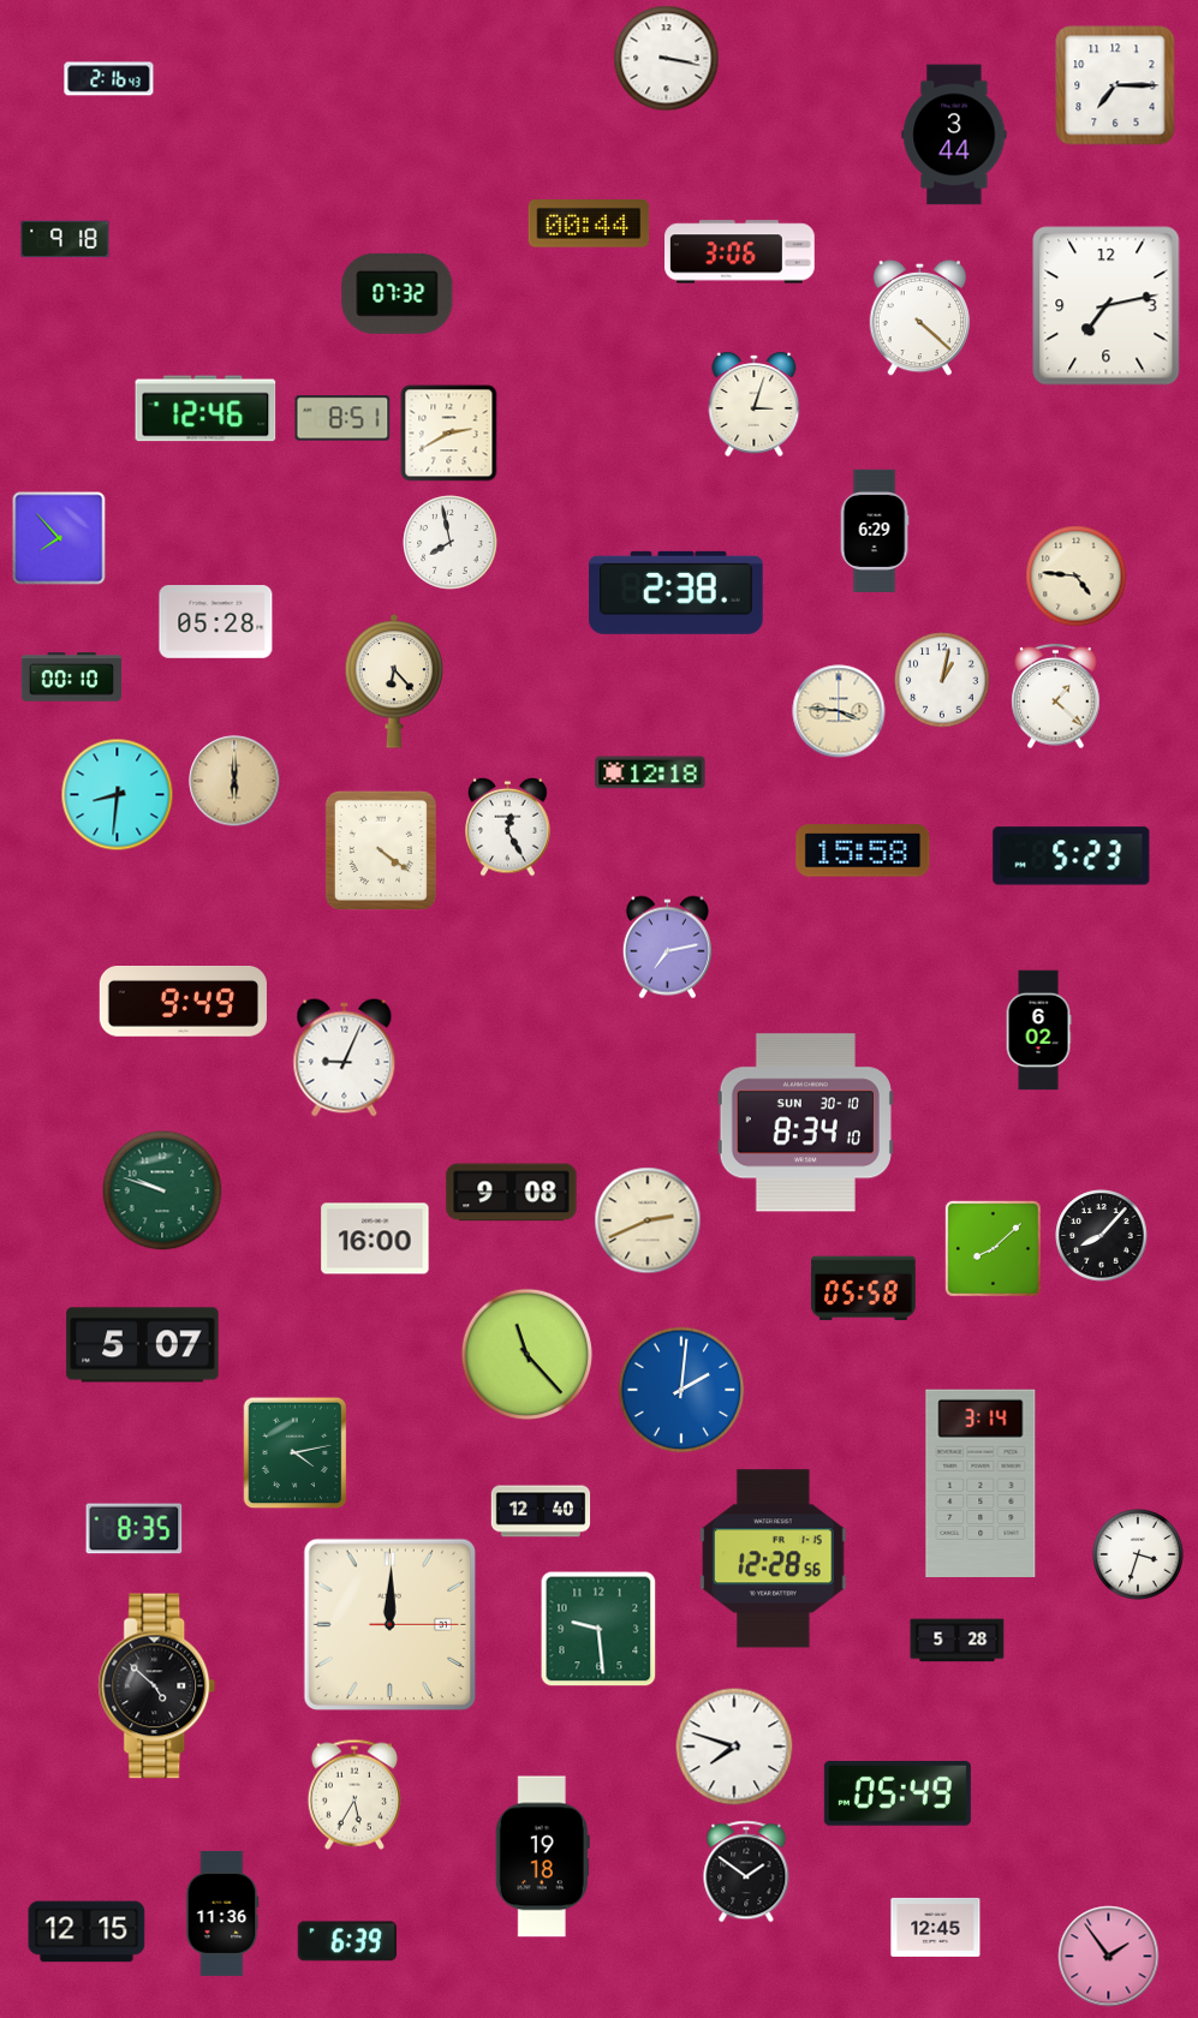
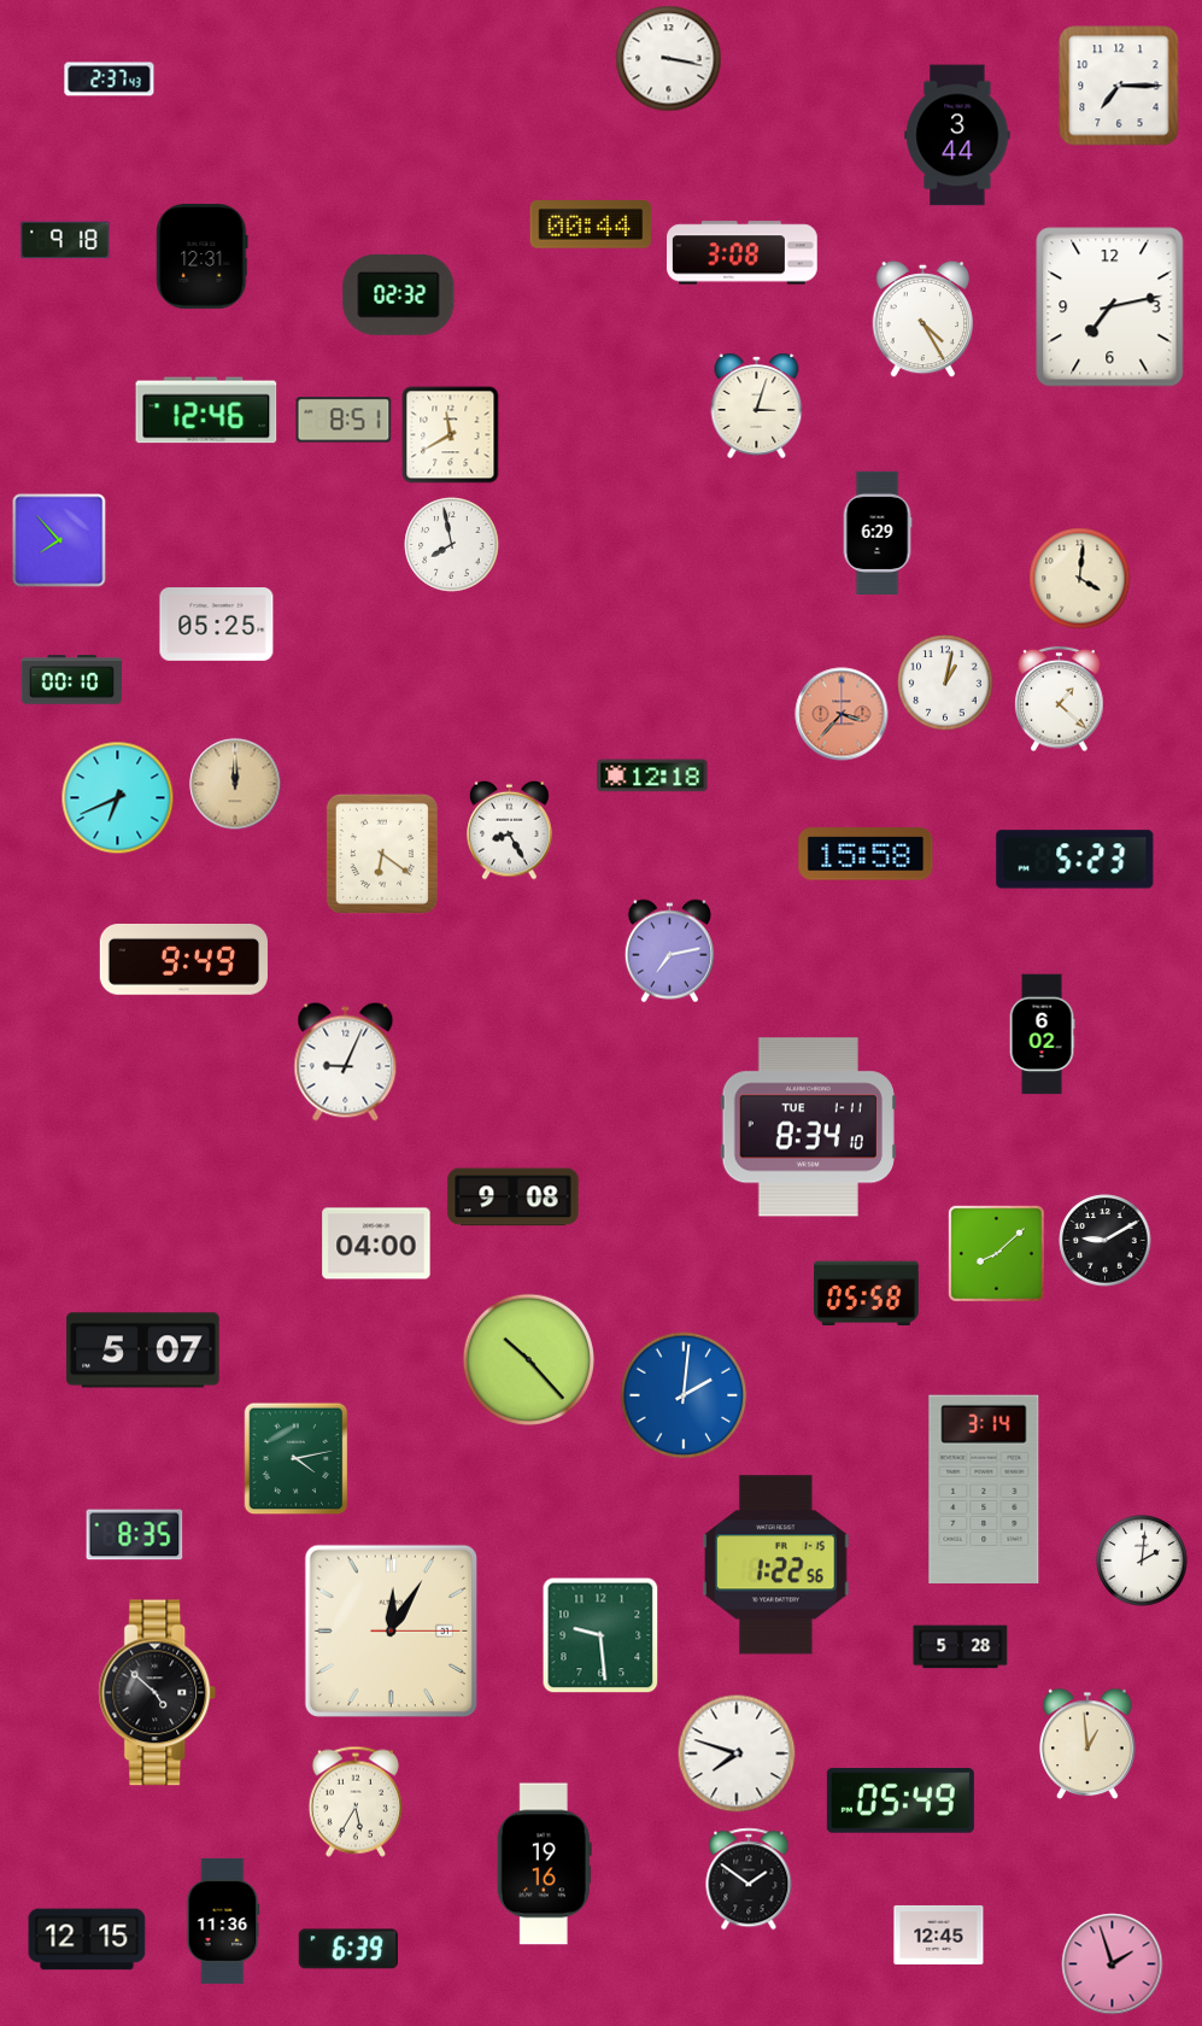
clock at (109, 79): 2:16 -> 2:37
clock at (740, 252): 3:06 -> 3:08
clock at (203, 257): none -> 12:31
clock at (398, 293): 07:32 -> 02:32
clock at (920, 318): 4:22 -> 4:25
clock at (449, 434): 2:40 -> 11:40
clock at (1077, 577): 4:46 -> 4:01
clock at (677, 592): 2:38 -> none
clock at (216, 622): 05:28 -> 05:25
clock at (394, 681): 6:23 -> none
clock at (839, 711): 3:46 -> 3:37
clock at (839, 711) dial: cream -> salmon
clock at (234, 781): 6:00 -> 12:00
clock at (118, 795): 8:31 -> 6:41
clock at (508, 826): 12:25 -> 8:25
clock at (381, 850): 4:21 -> 6:21
clock at (183, 1002) position: (183, 1002) -> (183, 960)
clock at (805, 1123) date: SUN 30-10 -> TUE 1-11
clock at (162, 1190): 9:48 -> none
clock at (648, 1220): 2:41 -> none
clock at (1102, 1236): 8:07 -> 9:10
clock at (375, 1238): 16:00 -> 04:00
clock at (526, 1354): 11:23 -> 10:23
clock at (541, 1511): 12:40 -> none
clock at (1138, 1554): 3:33 -> 2:01
clock at (774, 1559): 12:28 -> 1:22
clock at (389, 1624): 12:00 -> 12:05
clock at (1087, 1744): none -> 12:59
clock at (542, 1857): 19:18 -> 19:16
clock at (1109, 1957): 1:54 -> 1:57
